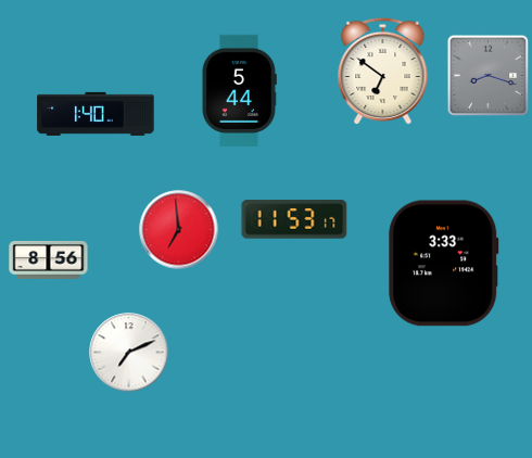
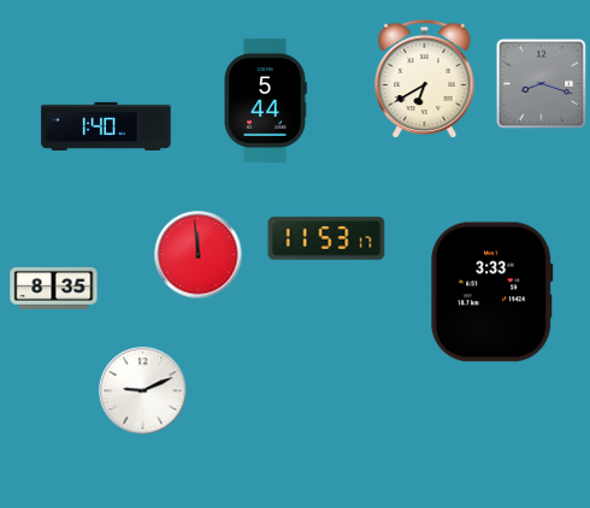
clock at (383, 72): 6:51 -> 6:40
clock at (294, 219) position: (294, 219) -> (326, 238)
clock at (179, 230): 6:59 -> 11:59
clock at (49, 259): 8:56 -> 8:35
clock at (129, 353): 7:11 -> 9:11
